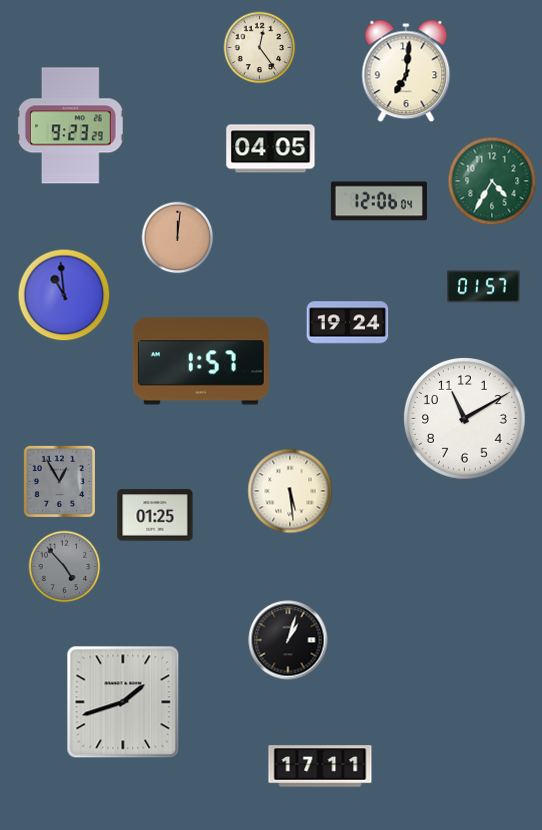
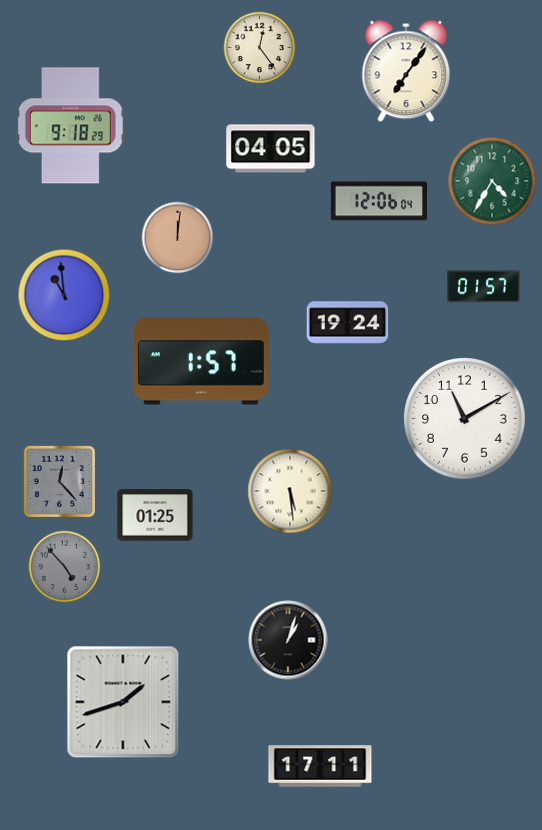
clock at (406, 71): 7:01 -> 7:06
clock at (70, 126): 9:23 -> 9:18
clock at (59, 481): 12:55 -> 12:23
